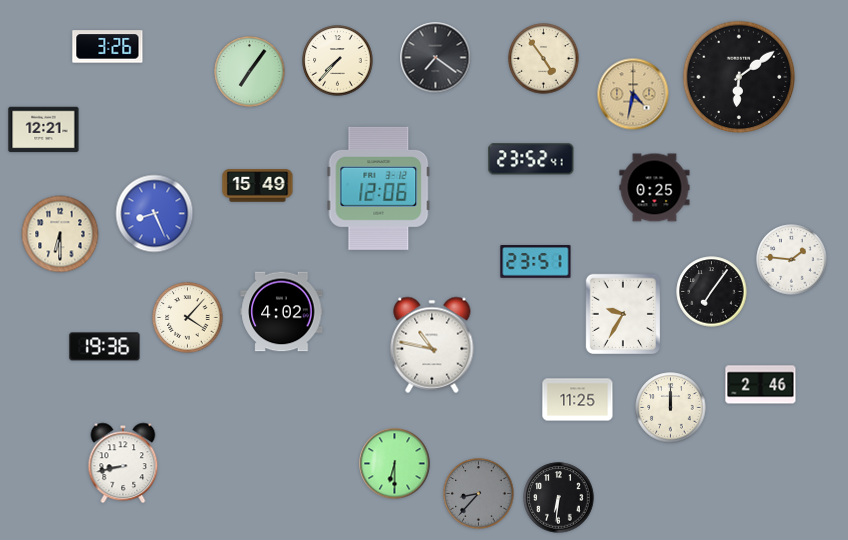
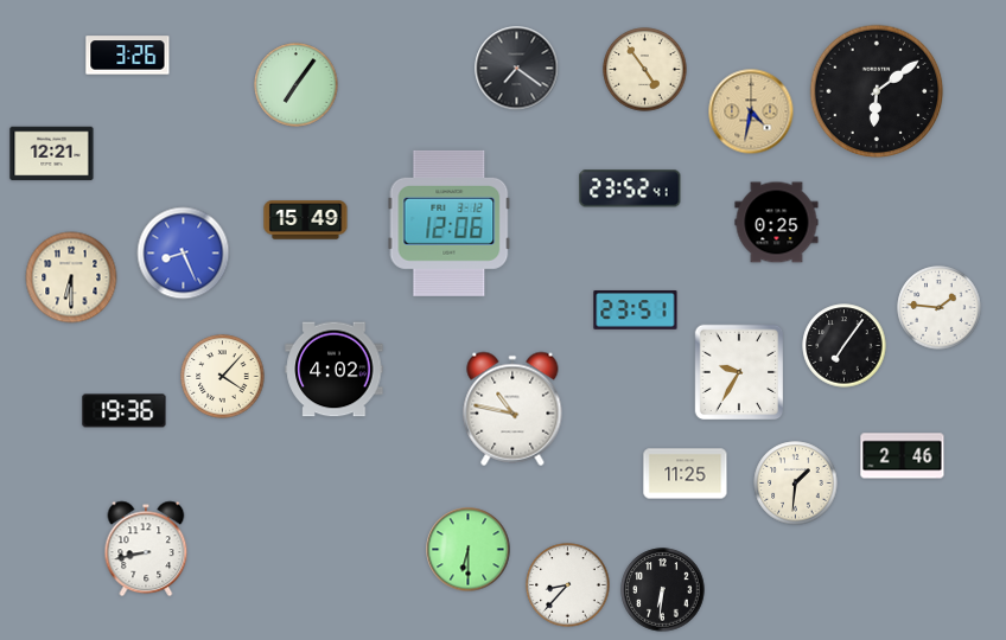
clock at (338, 61): 7:37 -> none
clock at (671, 408): 12:00 -> 1:31
clock at (479, 494) dial: grey -> white
